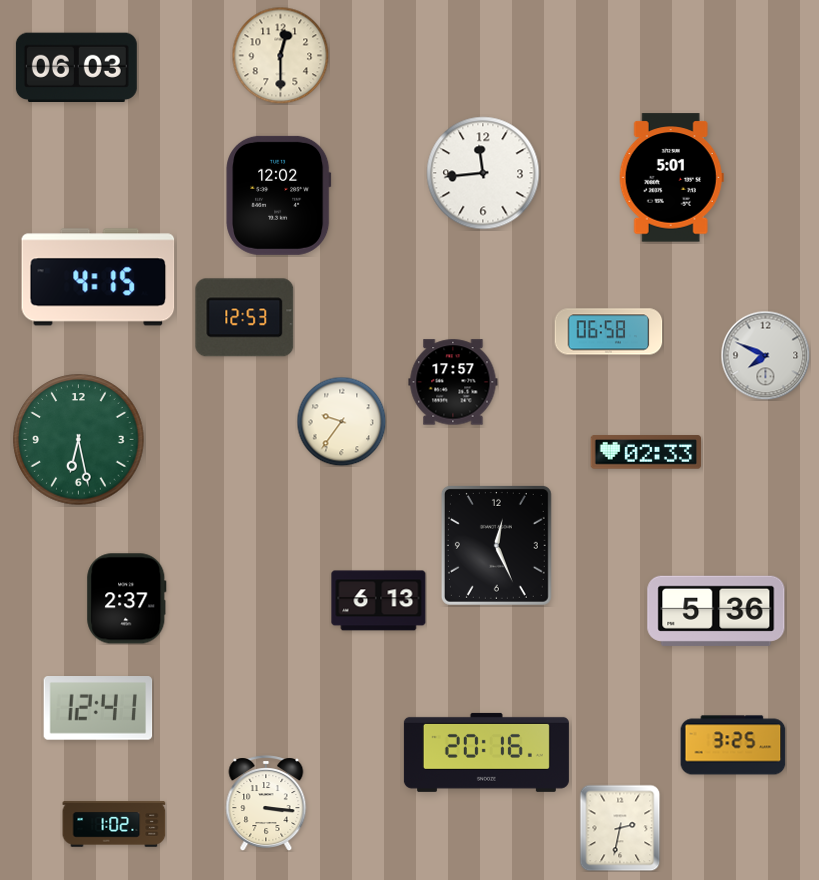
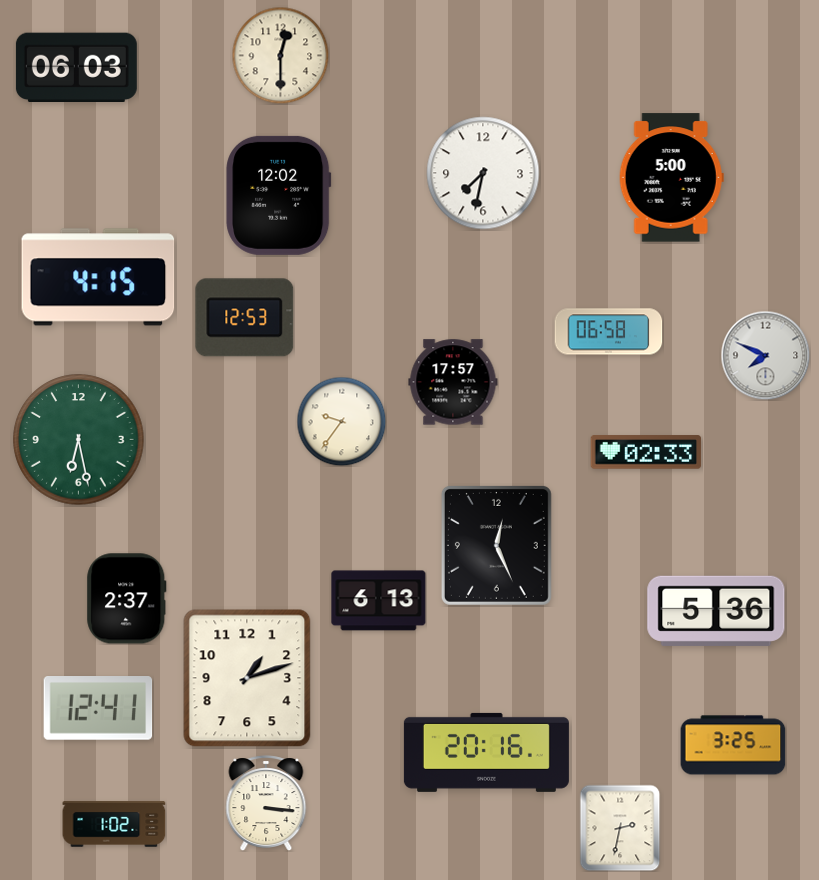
clock at (483, 173): 11:44 -> 7:32
clock at (671, 178): 5:01 -> 5:00
clock at (247, 678): none -> 1:12
